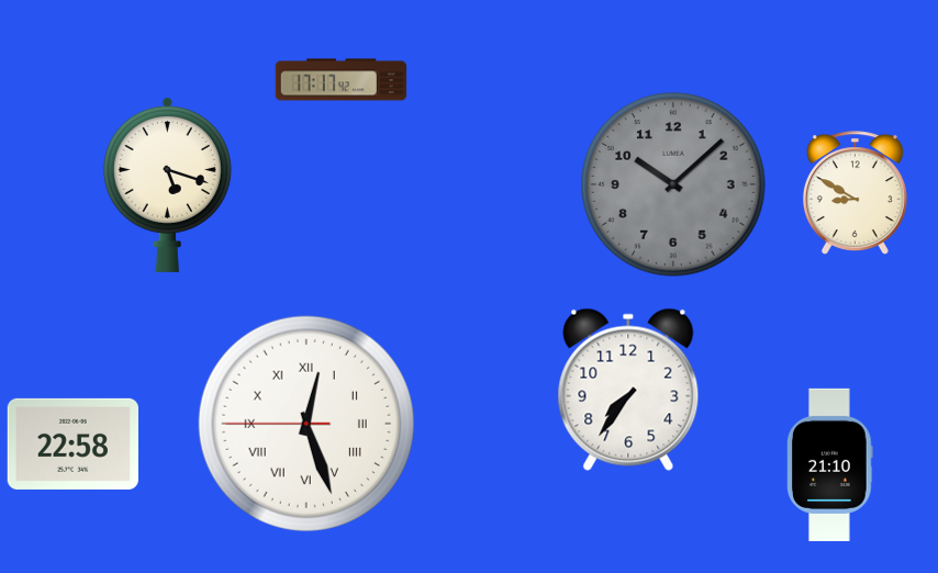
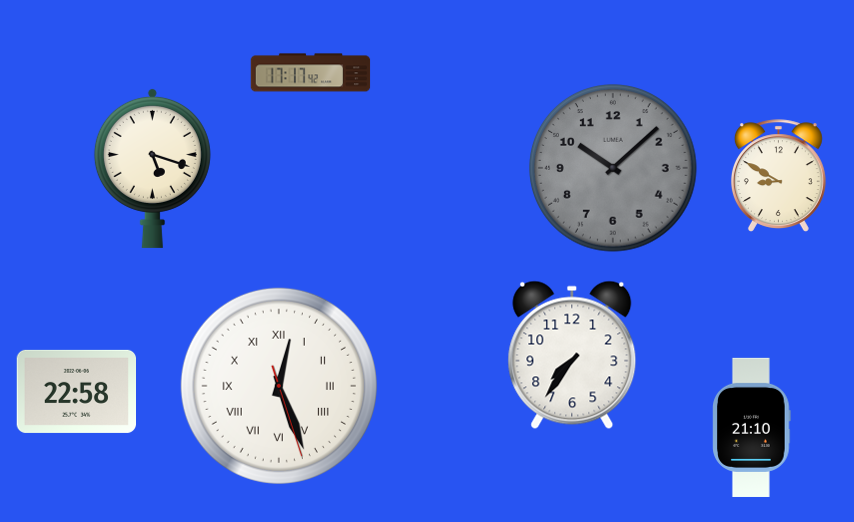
clock at (306, 424): 12:26:45 -> 12:26:27
clock at (72, 443) position: (72, 443) -> (76, 391)
clock at (830, 464) position: (830, 464) -> (752, 427)
